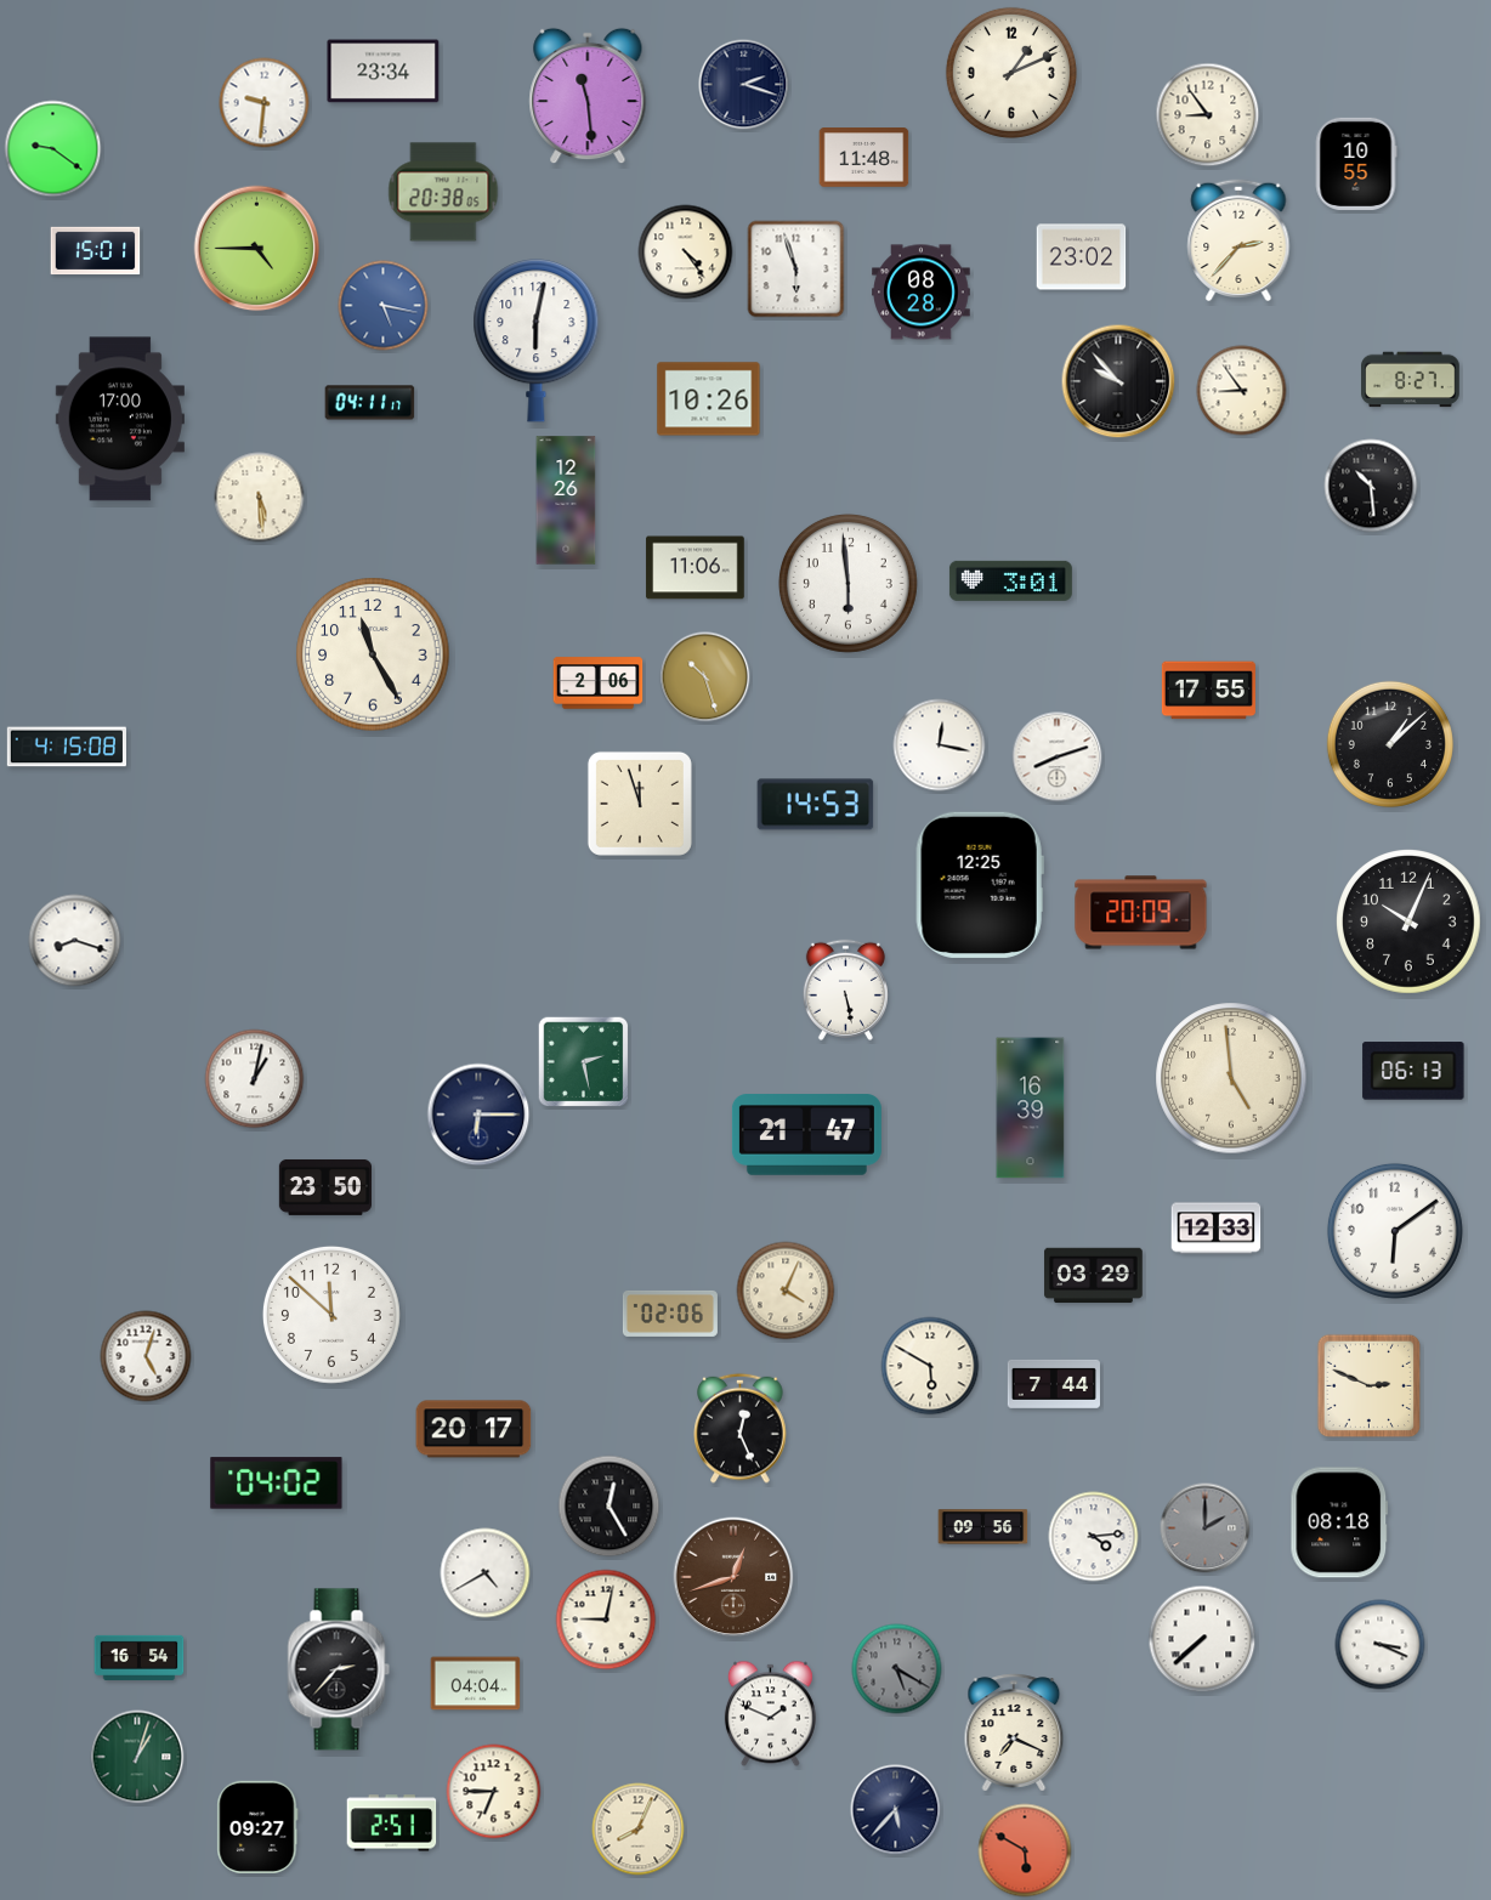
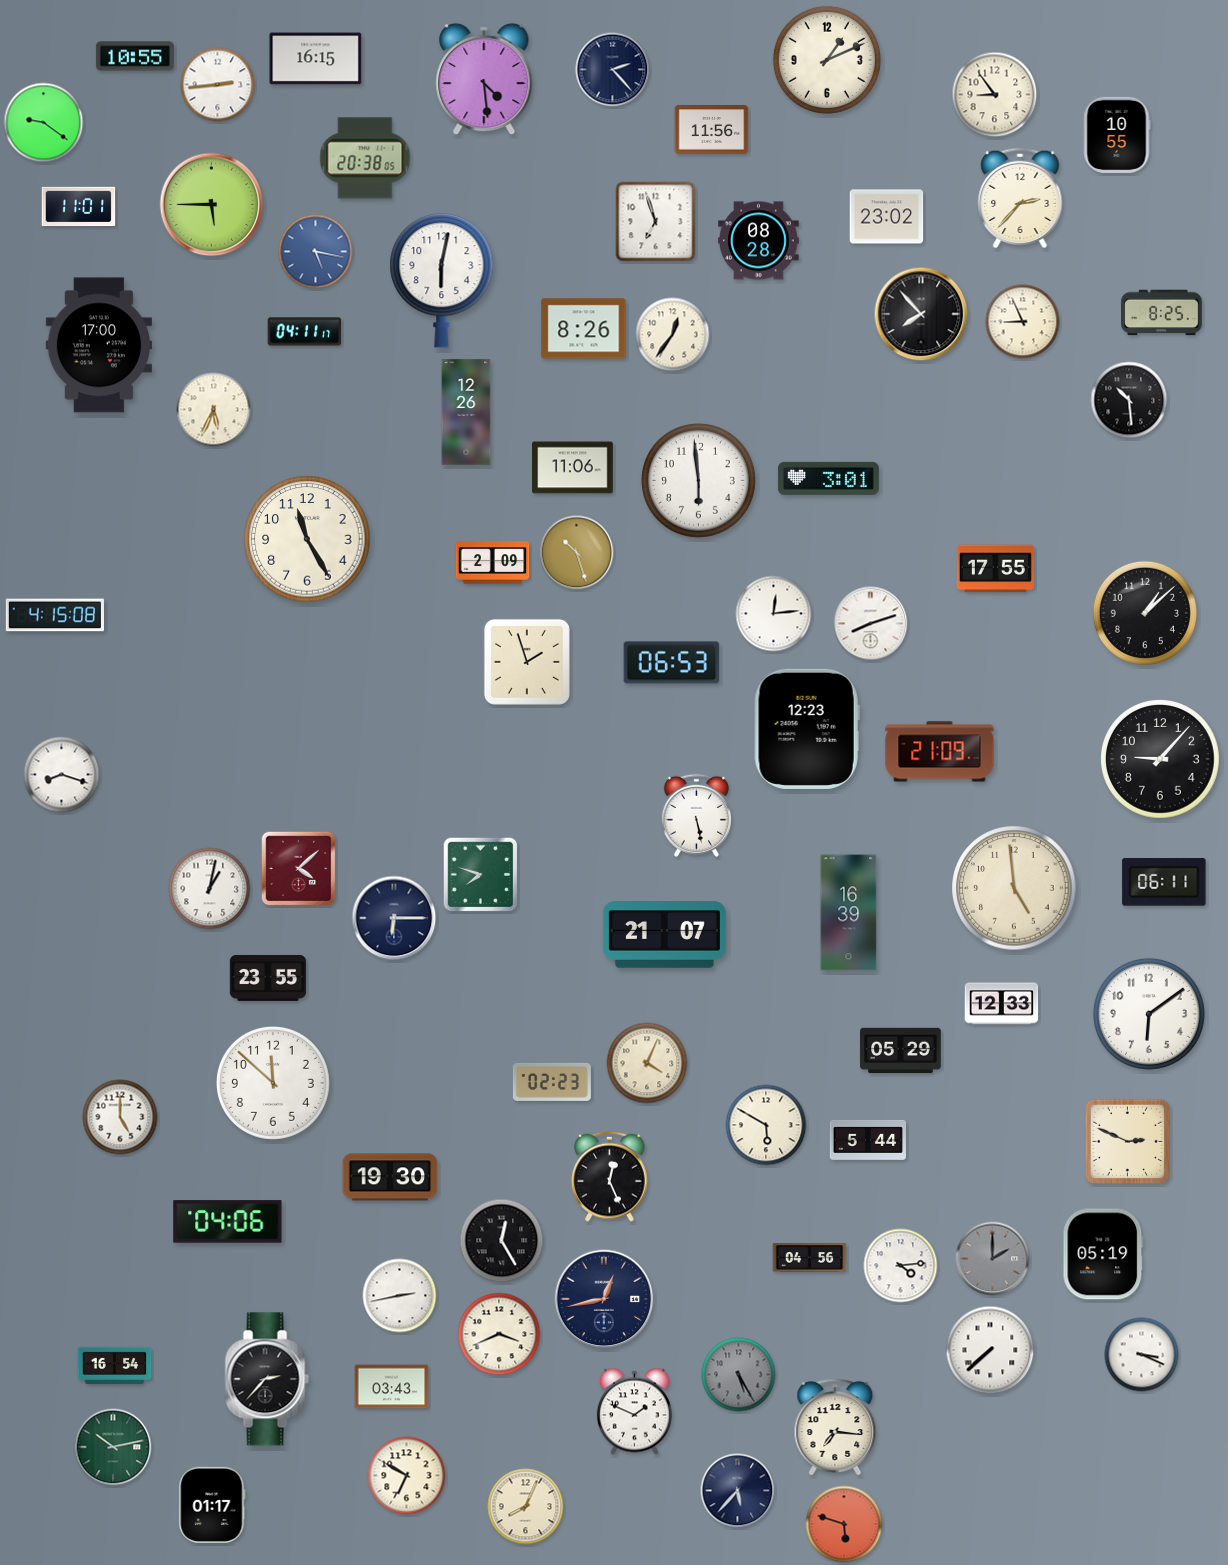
clock at (135, 56): none -> 10:55
clock at (384, 72): 23:34 -> 16:15
clock at (1011, 73) position: (1011, 73) -> (827, 60)
clock at (744, 85): 2:18 -> 2:23
clock at (588, 96): 11:29 -> 4:29
clock at (265, 103): 9:31 -> 2:44
clock at (864, 158): 11:48 -> 11:56
clock at (257, 249): 4:45 -> 5:45
clock at (96, 251): 15:01 -> 11:01
clock at (686, 253): 4:24 -> none
clock at (1082, 257) position: (1082, 257) -> (887, 217)
clock at (796, 270): 5:57 -> 6:57
clock at (1411, 380): 8:27 -> 8:25
clock at (1118, 381): 9:53 -> 7:53
clock at (1242, 391): 8:54 -> 8:56
clock at (709, 399): 10:26 -> 8:26
clock at (673, 335): none -> 12:36
clock at (260, 498): 5:29 -> 5:34
clock at (1010, 580) position: (1010, 580) -> (828, 478)
clock at (705, 677) position: (705, 677) -> (577, 553)
clock at (599, 684): 2:06 -> 2:09
clock at (940, 745): 12:17 -> 12:14
clock at (640, 804): 11:57 -> 1:57
clock at (816, 805): 14:53 -> 06:53
clock at (980, 885): 12:25 -> 12:23
clock at (1141, 913): 20:09 -> 21:09
clock at (1408, 921): 10:04 -> 9:07
clock at (299, 869): none -> 4:08
clock at (584, 1062): 2:28 -> 7:48
clock at (1413, 1071): 06:13 -> 06:11
clock at (806, 1135): 21:47 -> 21:07
clock at (324, 1187): 23:50 -> 23:55
clock at (1217, 1229) position: (1217, 1229) -> (1002, 1004)
clock at (1094, 1276): 03:29 -> 05:29
clock at (670, 1314): 02:06 -> 02:23
clock at (146, 1356): 5:03 -> 5:00
clock at (1054, 1384): 7:44 -> 5:44
clock at (474, 1429): 20:17 -> 19:30
clock at (277, 1484): 04:02 -> 04:06
clock at (1339, 1522): 08:18 -> 05:19
clock at (983, 1527): 09:56 -> 04:56
clock at (486, 1573): 4:40 -> 2:43
clock at (733, 1577): 12:42 -> 12:43
clock at (733, 1577) dial: brown -> navy
clock at (606, 1620): 9:02 -> 3:41
clock at (1381, 1645) position: (1381, 1645) -> (1142, 1355)
clock at (339, 1669) position: (339, 1669) -> (267, 1379)
clock at (897, 1669): 5:20 -> 5:25
clock at (476, 1684): 04:04 -> 03:43
clock at (1014, 1732): 7:19 -> 7:16
clock at (137, 1757): 1:03 -> 10:13
clock at (494, 1792): 6:45 -> 6:50
clock at (392, 1824): 2:51 -> none
clock at (257, 1827): 09:27 -> 01:17
clock at (1025, 1850): 5:50 -> 5:48
